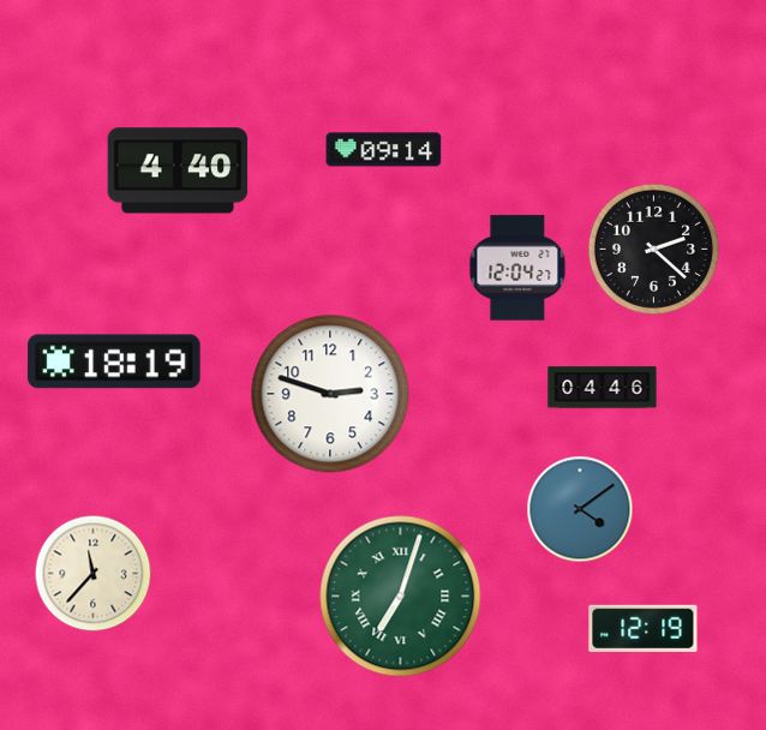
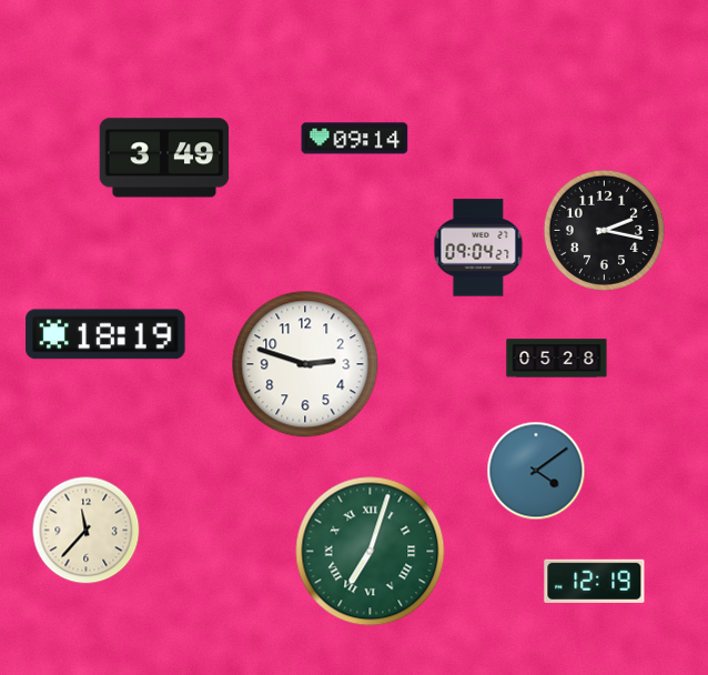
clock at (178, 170): 4:40 -> 3:49
clock at (653, 249): 2:22 -> 2:17
clock at (517, 268): 12:04 -> 09:04
clock at (603, 388): 04:46 -> 05:28
